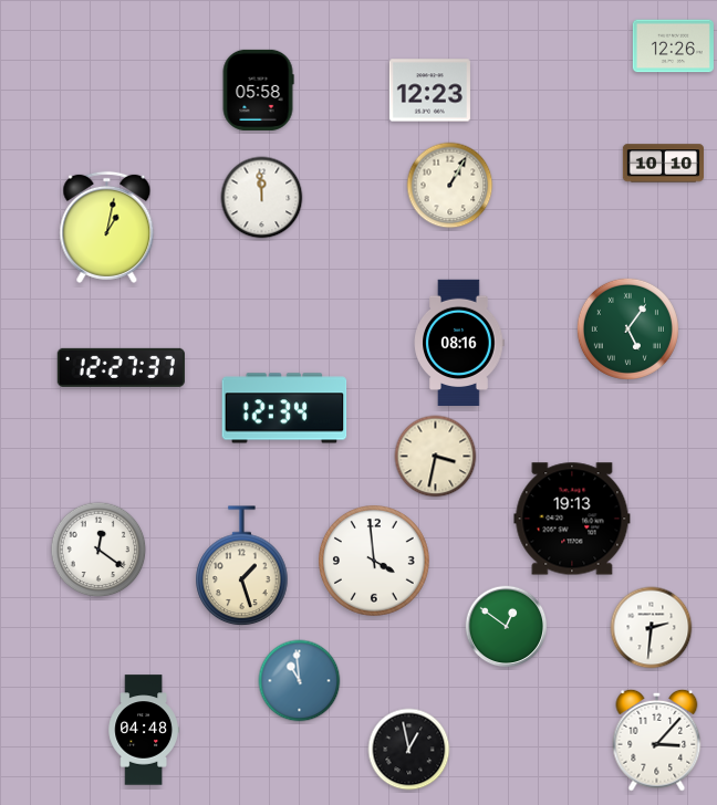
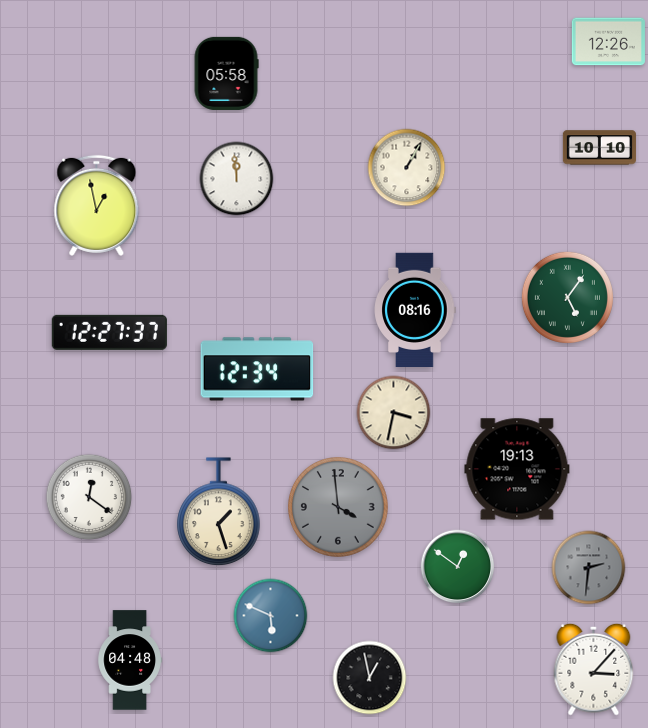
clock at (258, 90) position: (258, 90) -> (226, 73)
clock at (429, 91): 12:23 -> none
clock at (107, 227): 1:02 -> 12:58
clock at (375, 562) dial: white -> grey
clock at (652, 628) dial: white -> grey
clock at (300, 681): 10:59 -> 5:49
